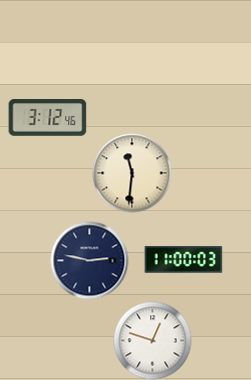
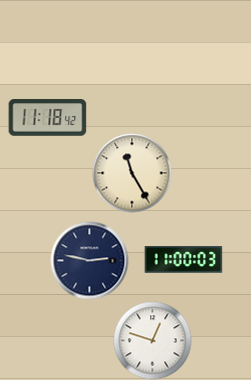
clock at (47, 118): 3:12 -> 11:18
clock at (132, 173): 11:31 -> 11:25
